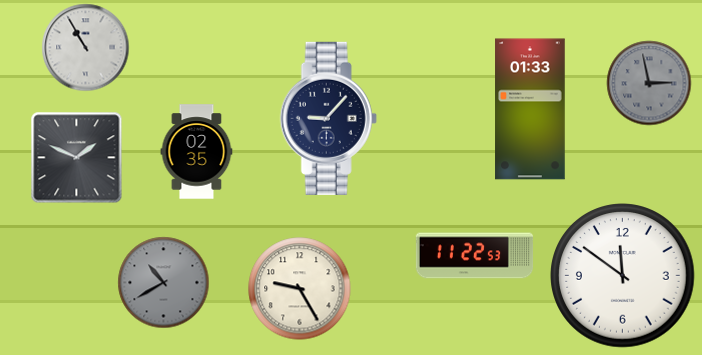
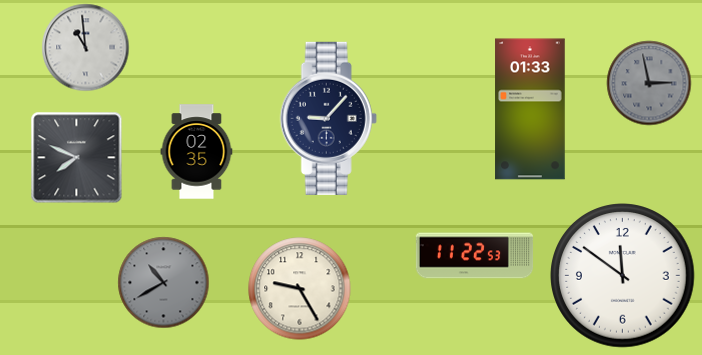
clock at (86, 48): 10:55 -> 10:59
clock at (77, 158): 1:49 -> 7:49
